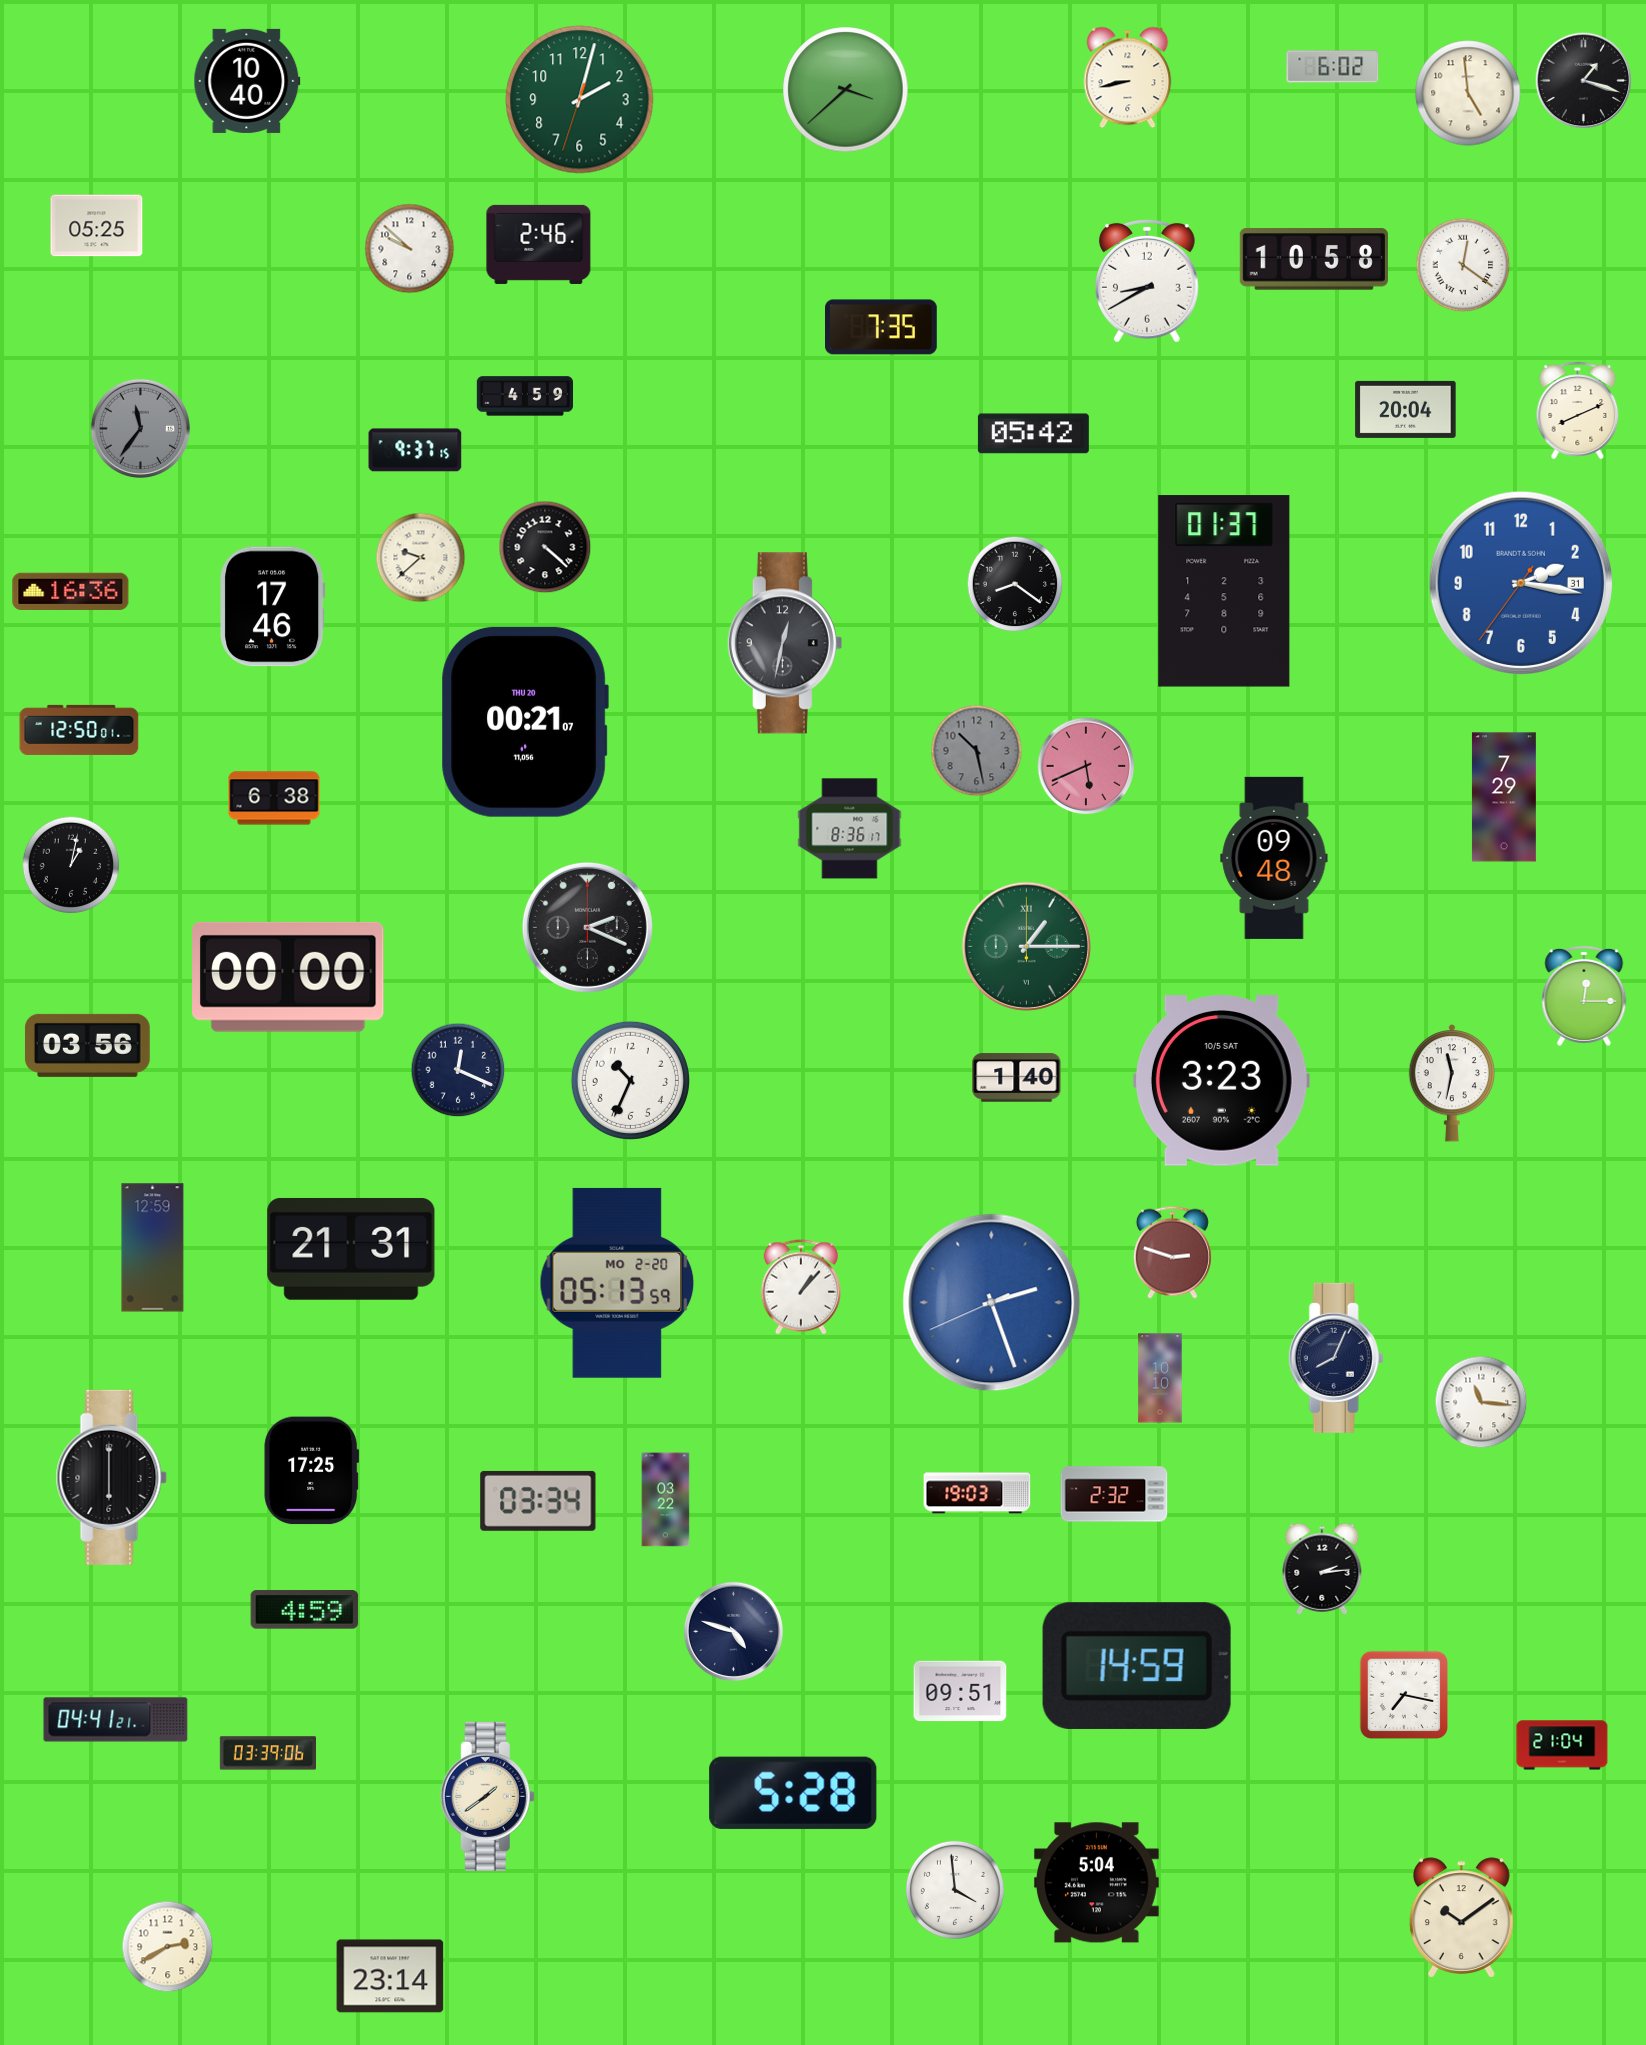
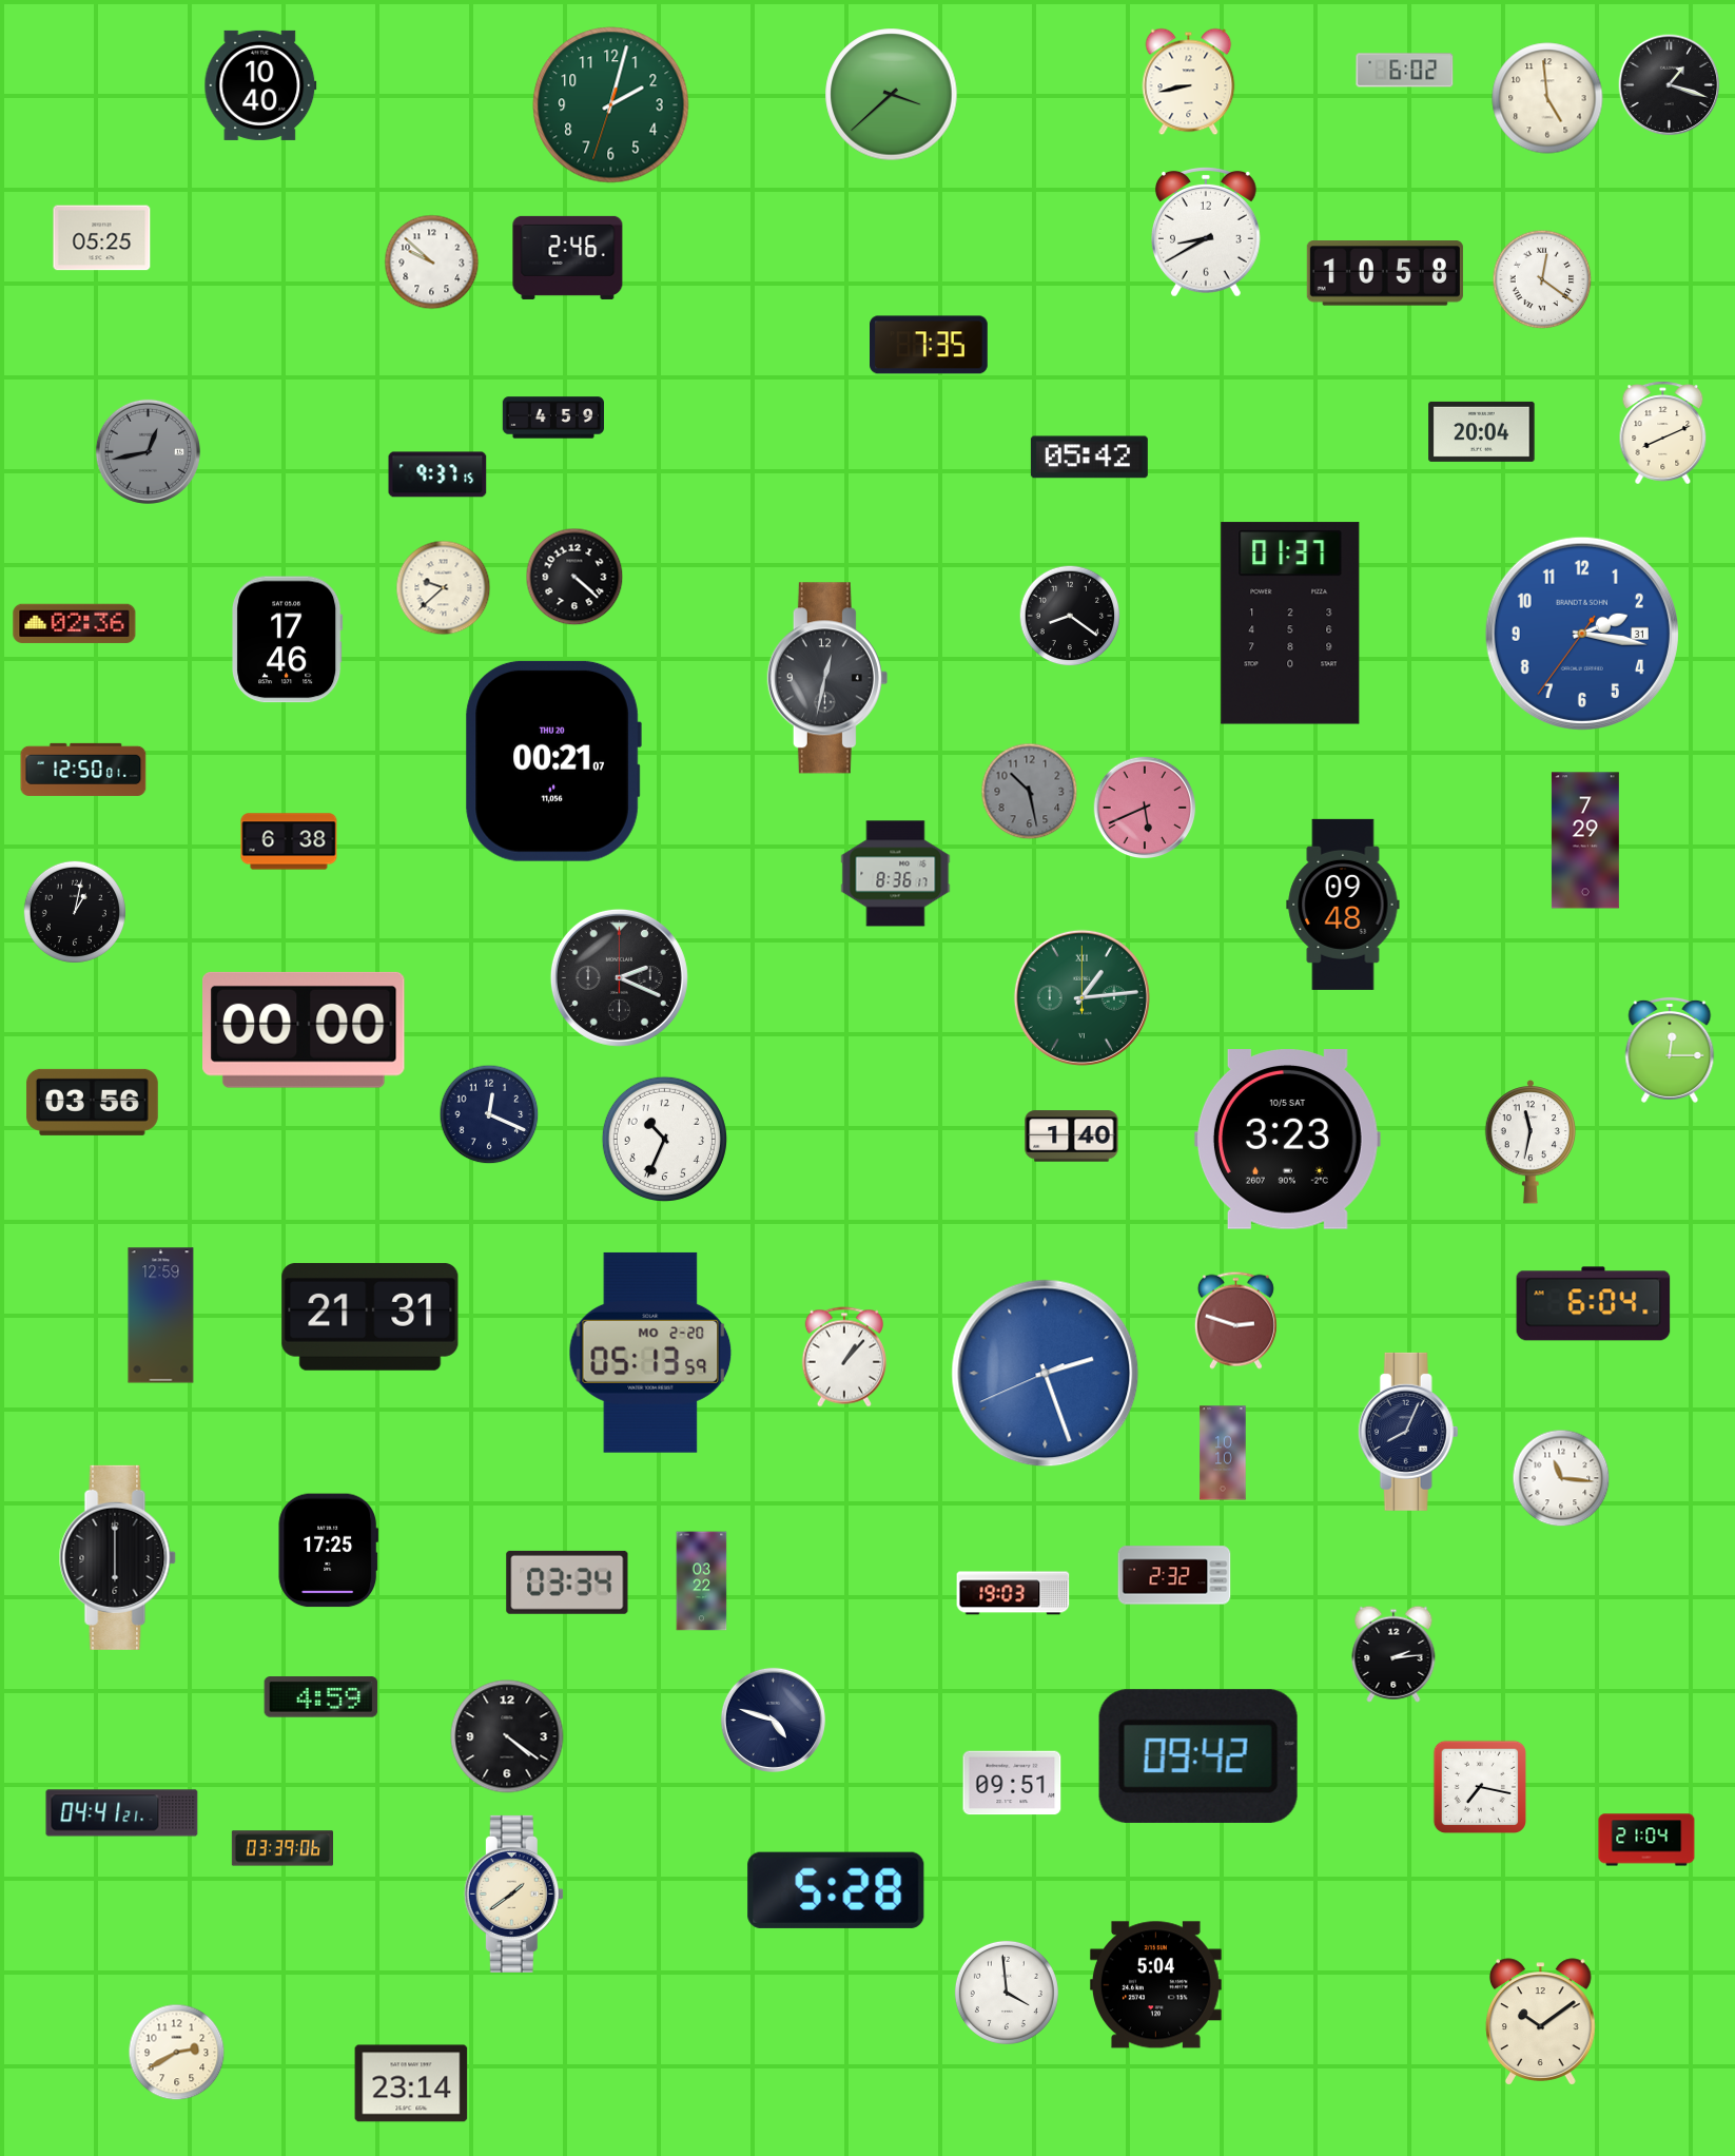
clock at (1148, 281) position: (1148, 281) -> (1207, 232)
clock at (140, 428): 11:36 -> 12:43
clock at (1521, 583) position: (1521, 583) -> (1582, 634)
clock at (71, 591): 16:36 -> 02:36
clock at (1026, 946): 1:15 -> 1:14
clock at (458, 1070) position: (458, 1070) -> (489, 1114)
clock at (1594, 1304): none -> 6:04
clock at (977, 1493) position: (977, 1493) -> (1013, 1593)
clock at (507, 1736): none -> 4:21
clock at (1137, 1666): 14:59 -> 09:42
